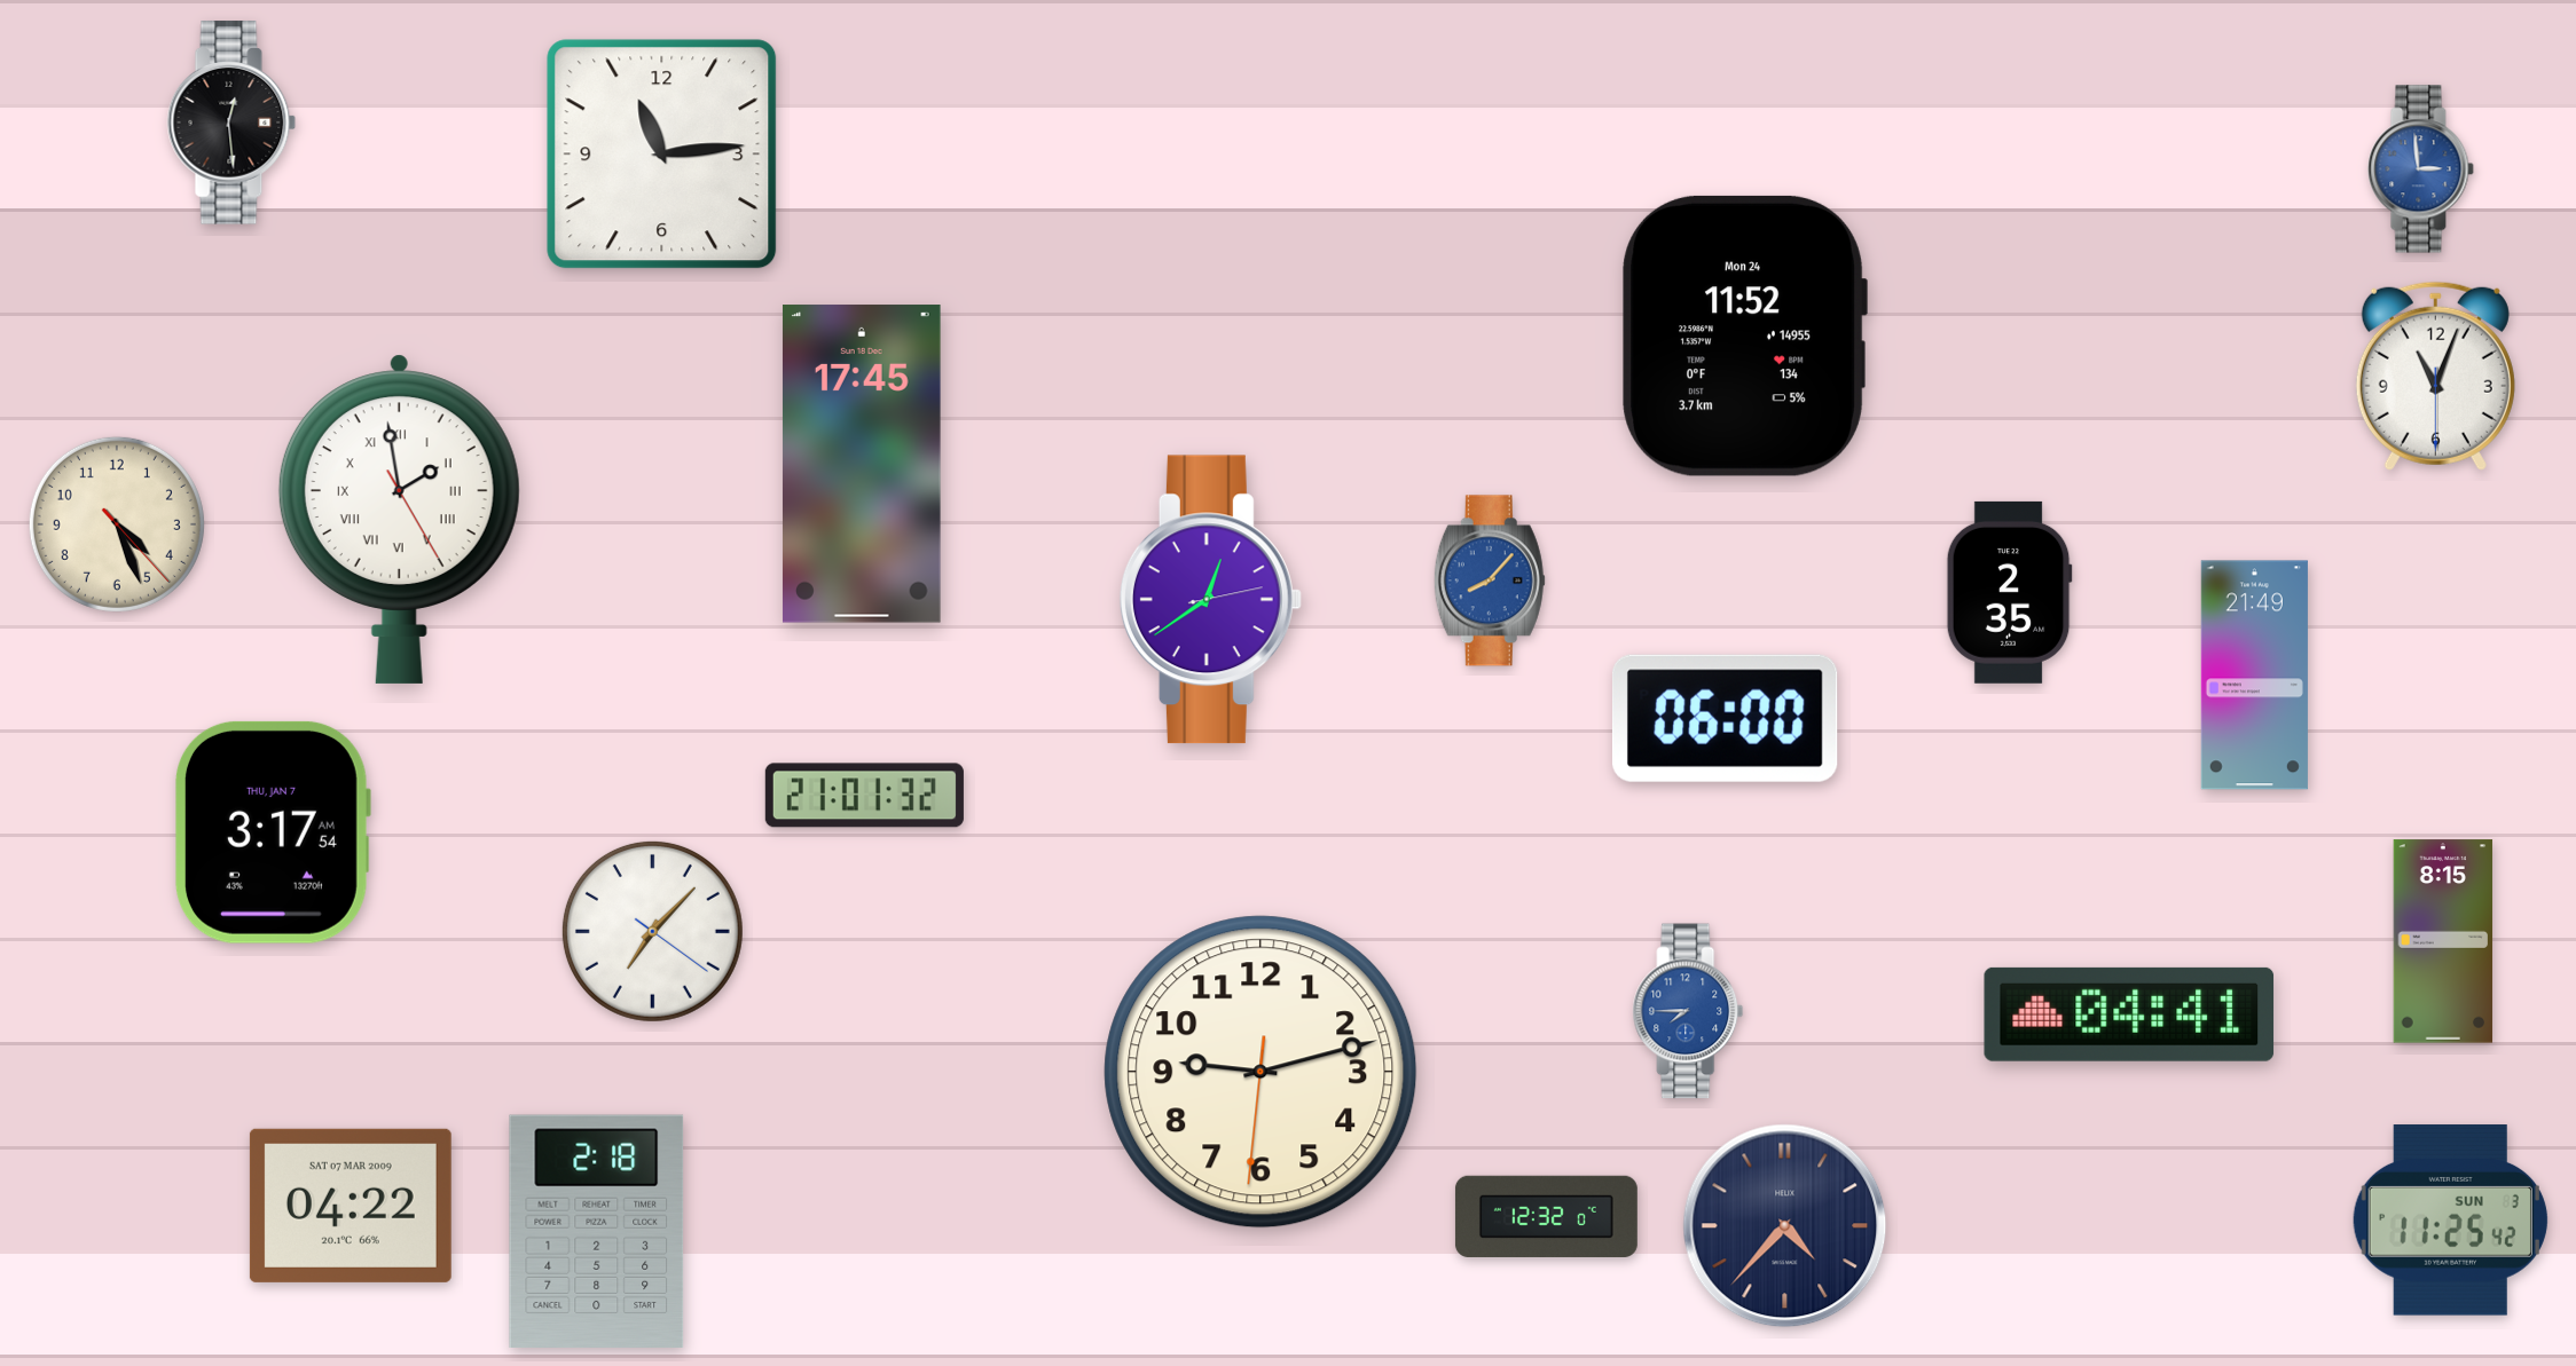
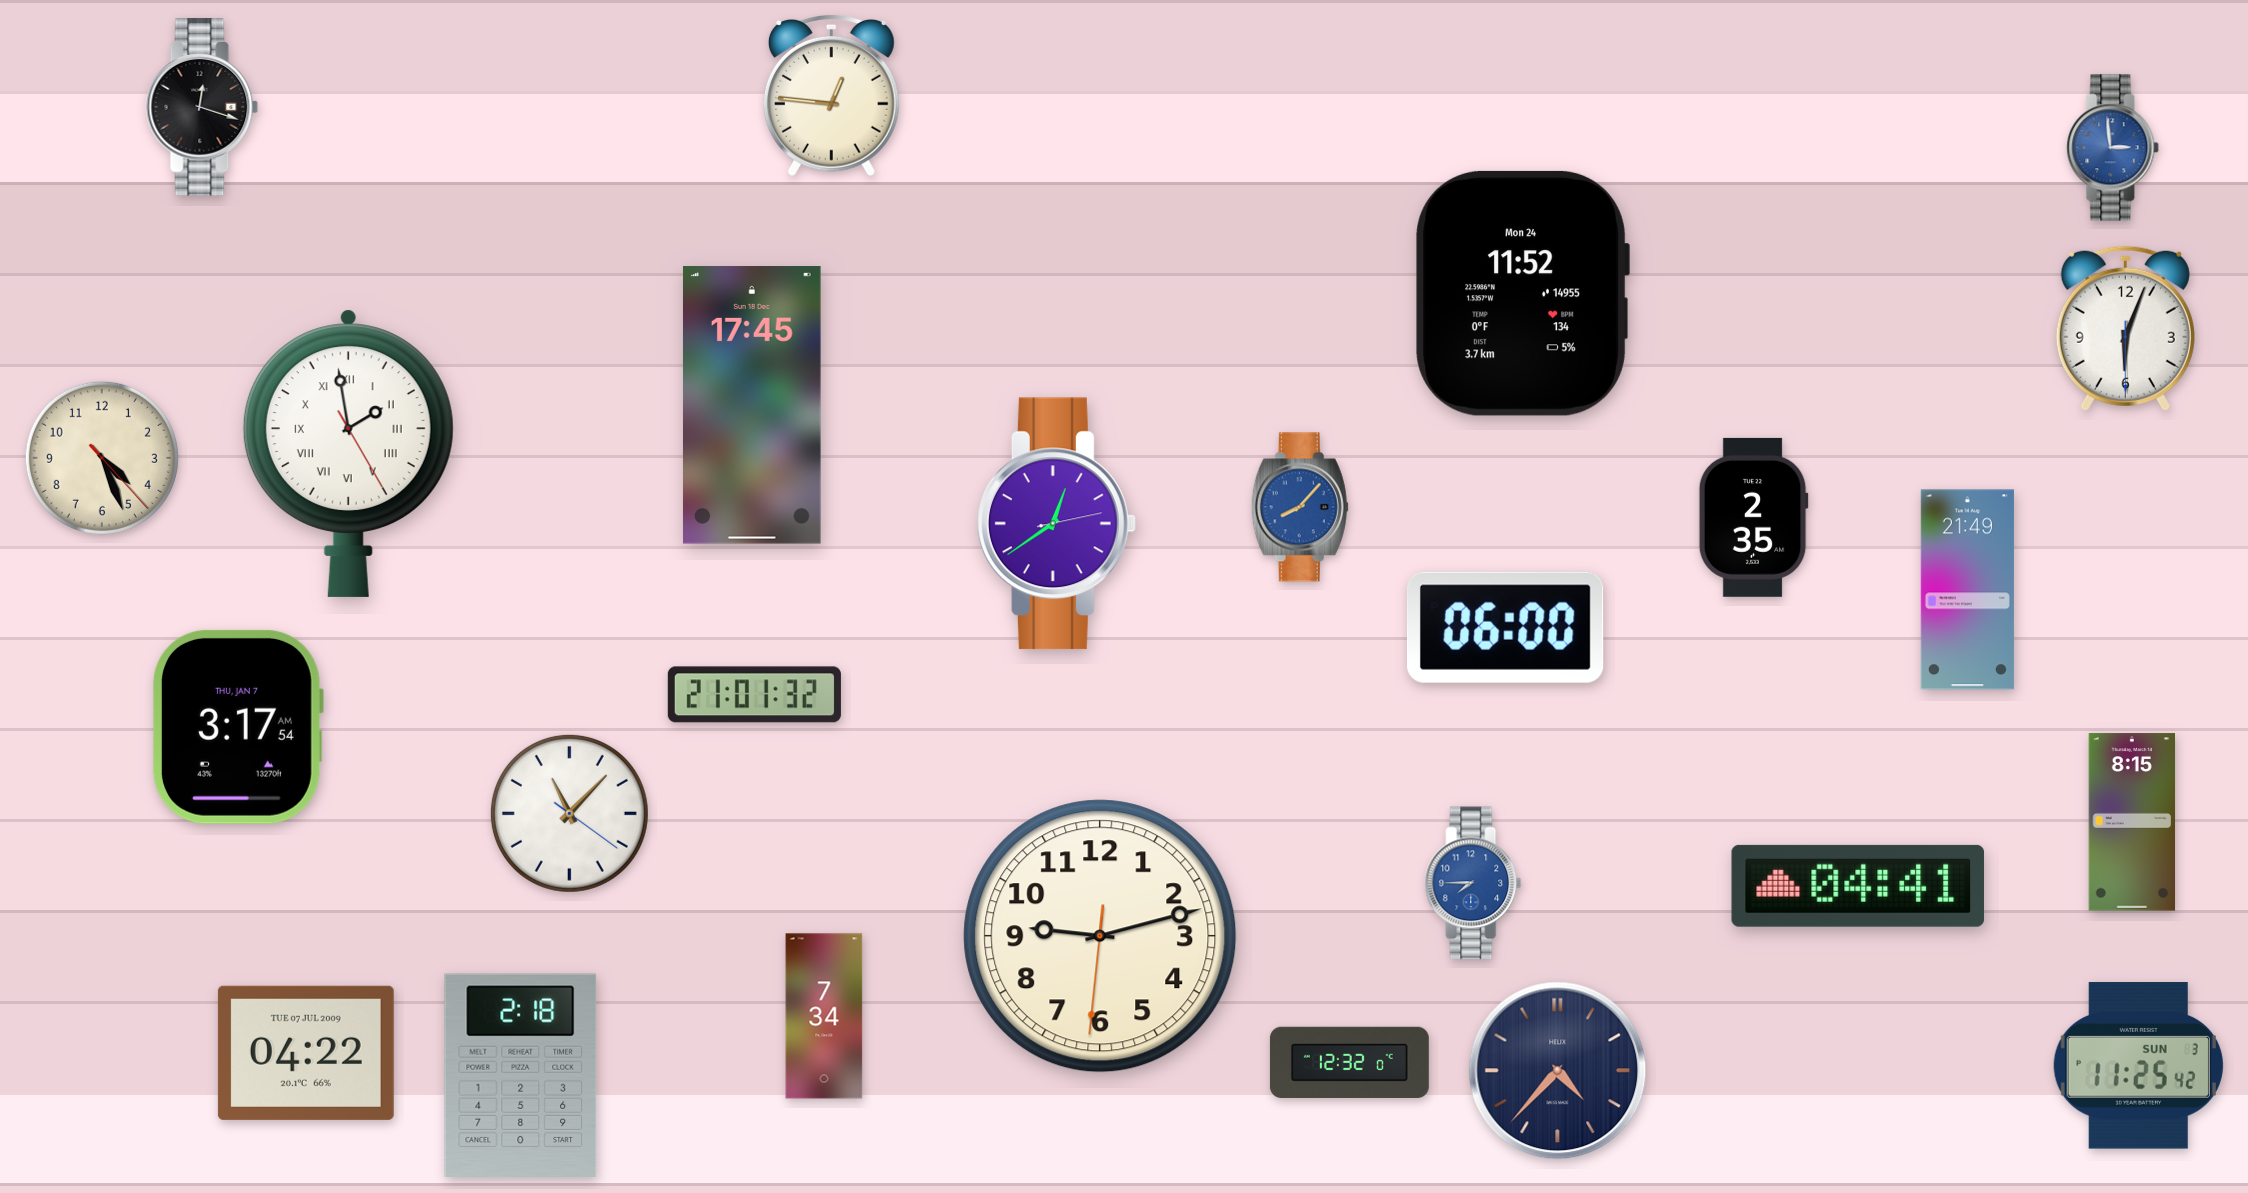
clock at (831, 95): none -> 12:46
clock at (231, 123): 12:29 -> 12:18
clock at (662, 155): 11:14 -> none
clock at (2435, 376): 11:03 -> 6:03
clock at (652, 931): 7:07 -> 11:07
clock at (824, 1016): none -> 7:34
clock at (351, 1206) date: SAT 07 MAR 2009 -> TUE 07 JUL 2009
